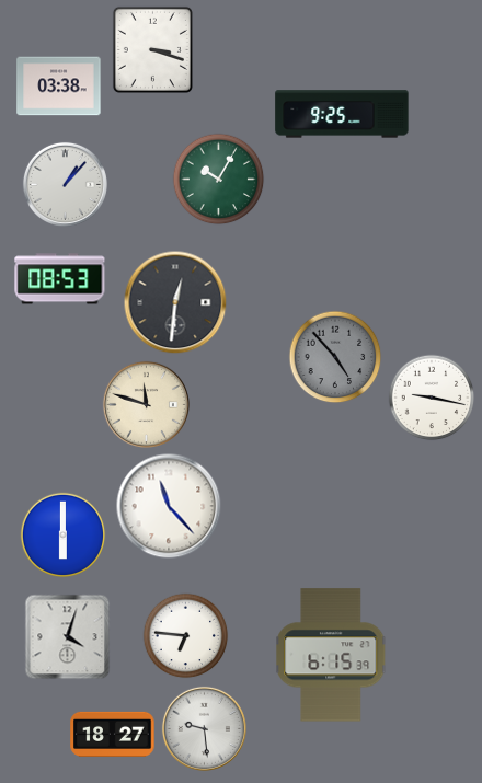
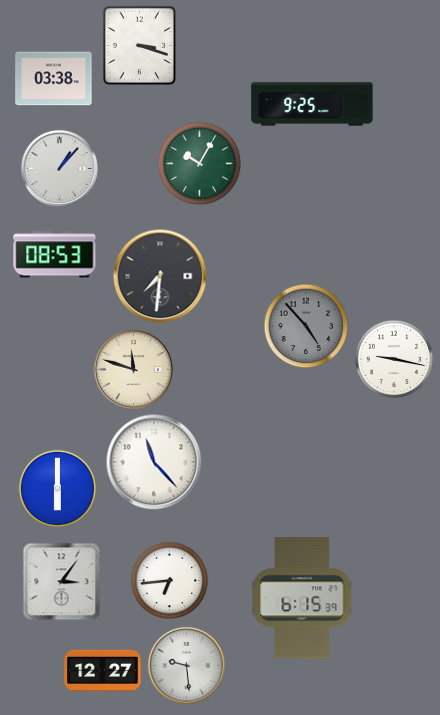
clock at (175, 302): 12:31 -> 7:31
clock at (432, 398) position: (432, 398) -> (394, 359)
clock at (185, 635): 6:46 -> 6:44
clock at (67, 636): 4:03 -> 3:06
clock at (113, 734): 18:27 -> 12:27
